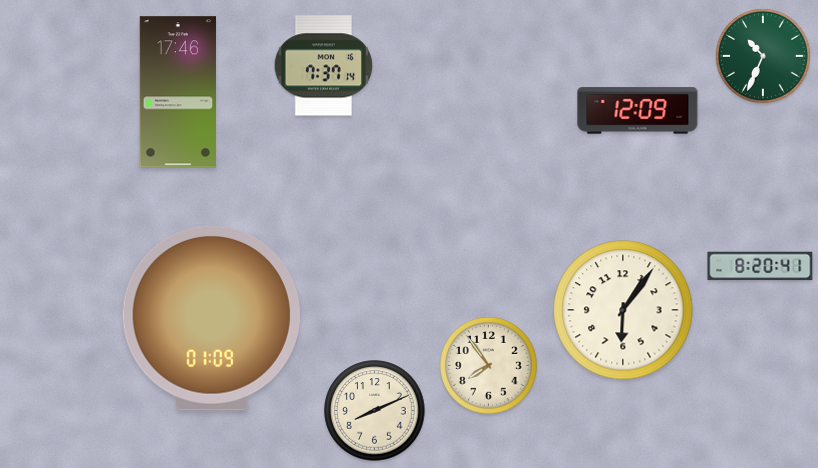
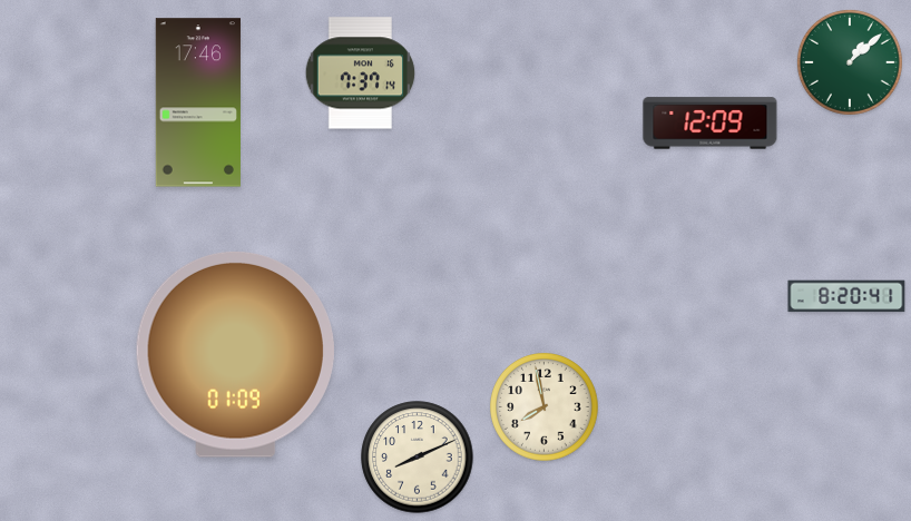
clock at (763, 56): 10:34 -> 1:08
clock at (623, 310): 6:06 -> none
clock at (489, 366): 7:54 -> 7:58
